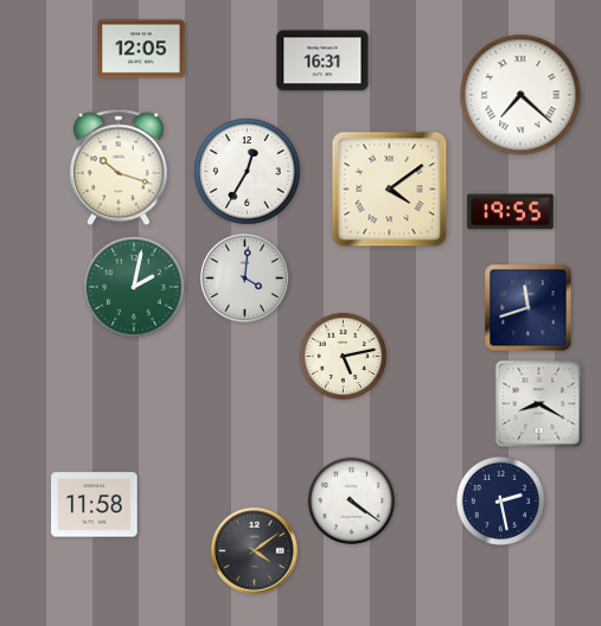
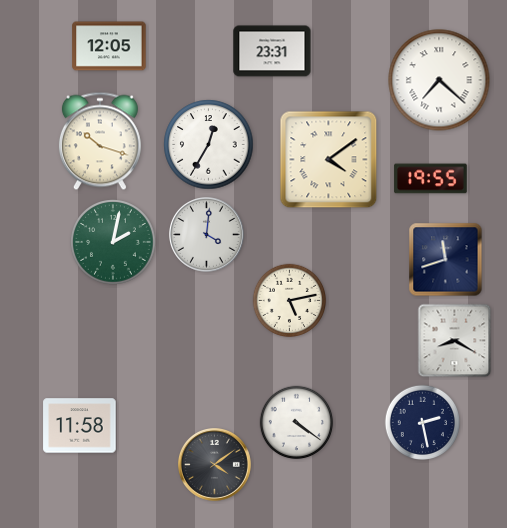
clock at (141, 49) position: (141, 49) -> (109, 46)
clock at (322, 60): 16:31 -> 23:31
